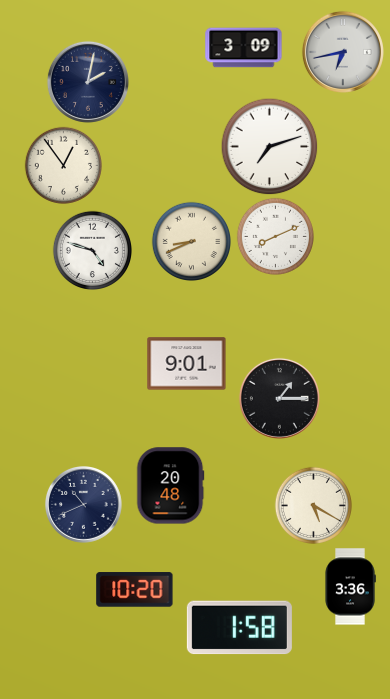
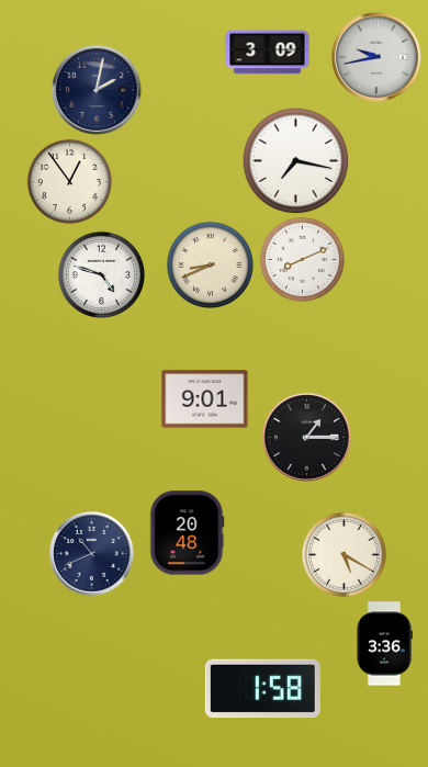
clock at (343, 52): 6:43 -> 9:43
clock at (269, 146): 7:12 -> 7:17
clock at (135, 590): 10:20 -> none
